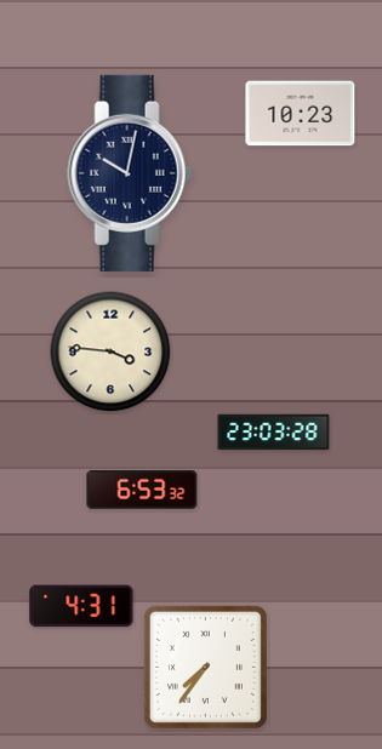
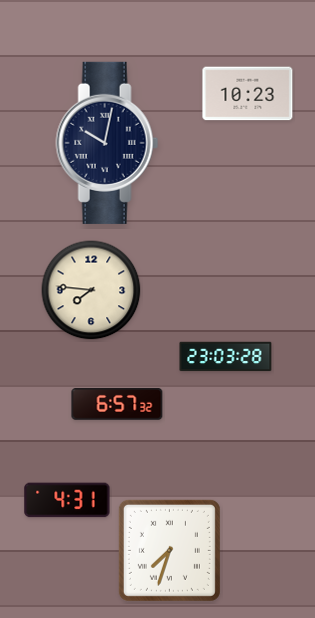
clock at (110, 351): 3:46 -> 7:46
clock at (142, 491): 6:53 -> 6:57
clock at (205, 667): 7:36 -> 7:33
